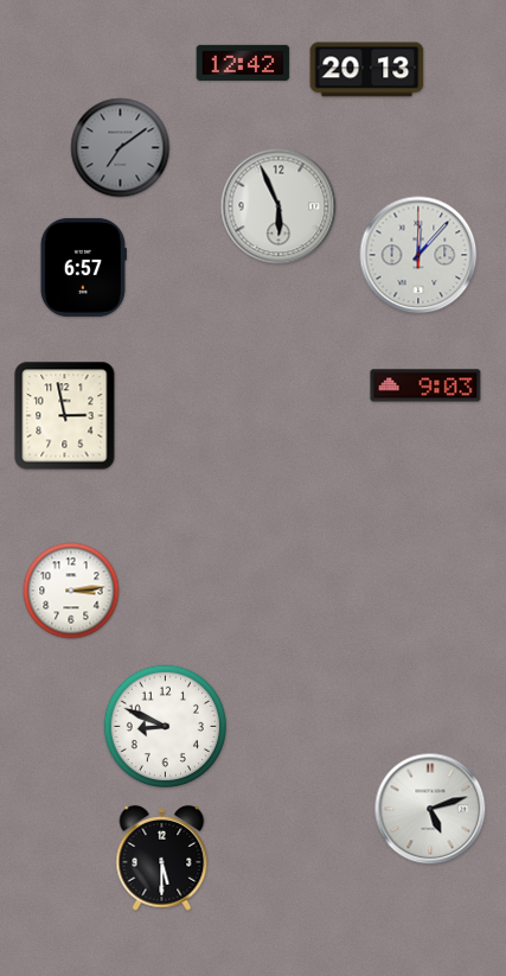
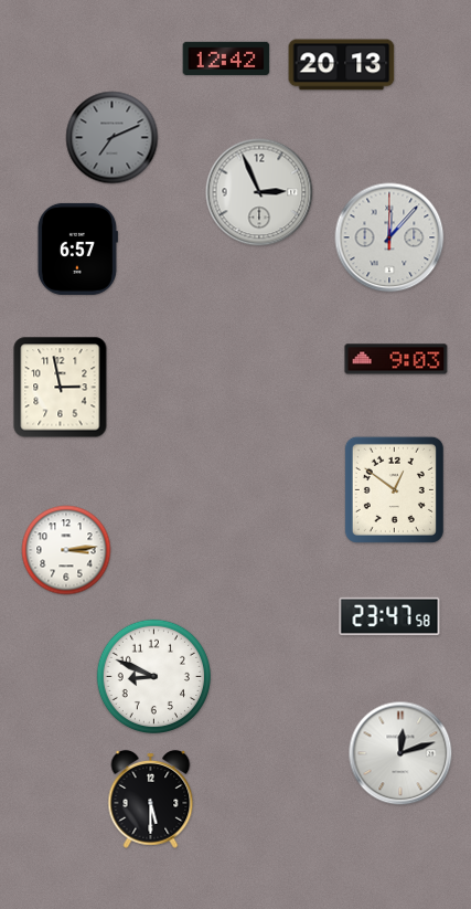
clock at (121, 148): 7:09 -> 7:11
clock at (278, 206): 5:56 -> 2:56
clock at (394, 489): none -> 12:51
clock at (389, 616): none -> 23:47
clock at (430, 809): 5:12 -> 12:12
